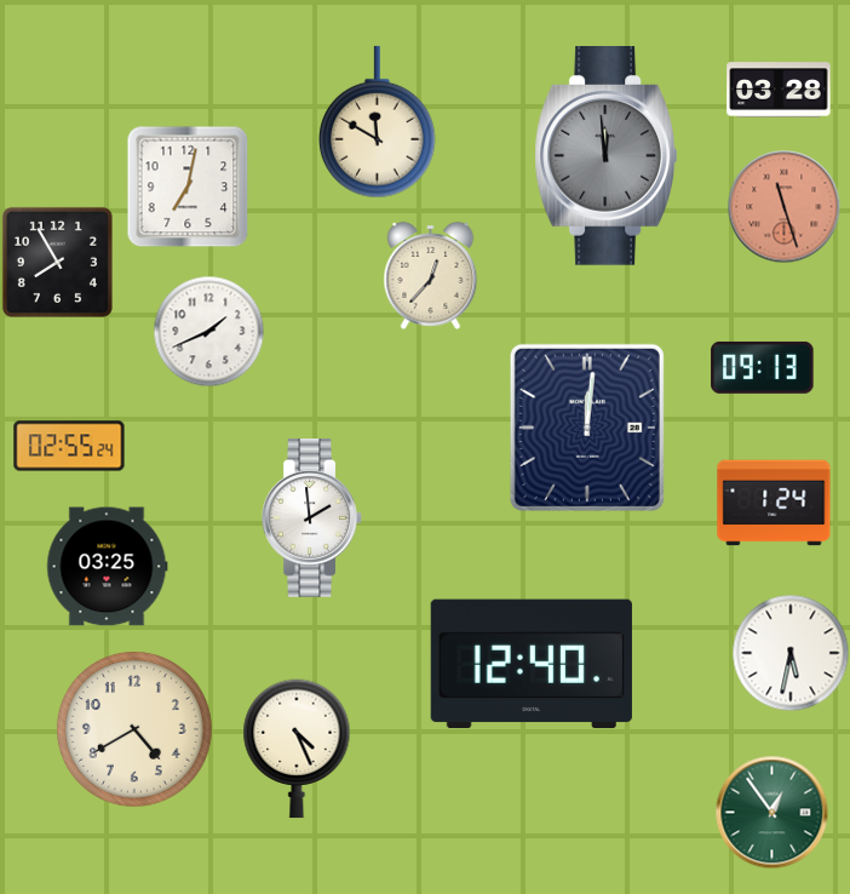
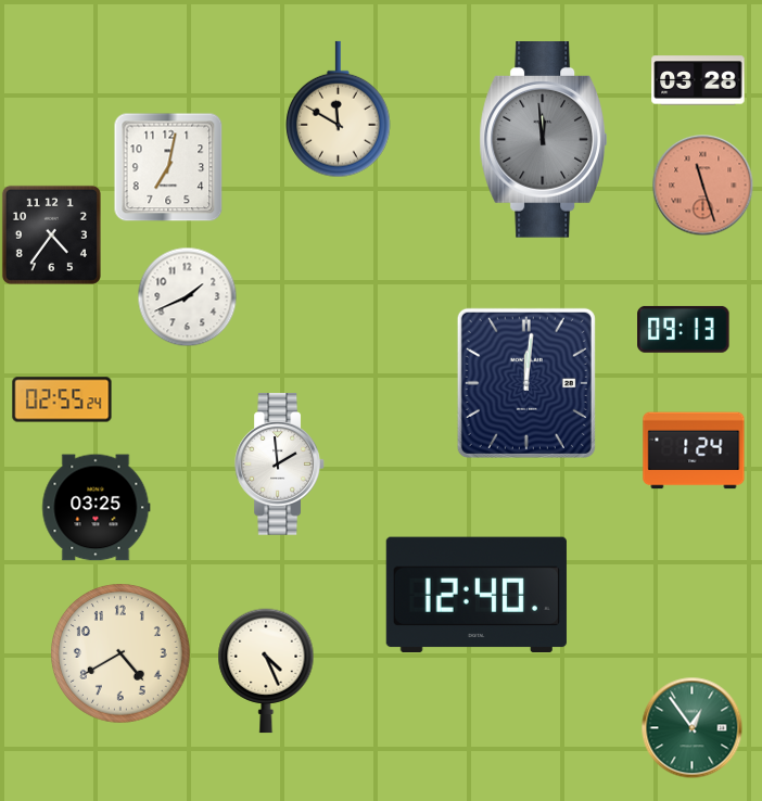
clock at (57, 262): 7:55 -> 4:36
clock at (431, 275): 12:37 -> none
clock at (791, 653): 5:32 -> none
